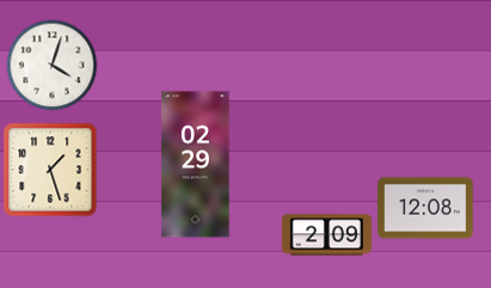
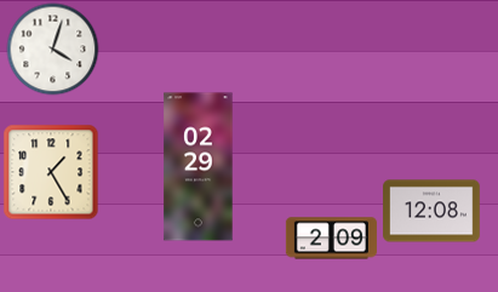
clock at (53, 66) position: (53, 66) -> (53, 50)
clock at (50, 170): 1:27 -> 1:25
